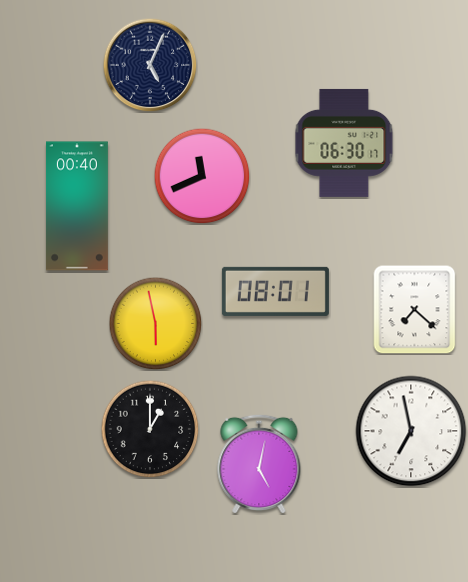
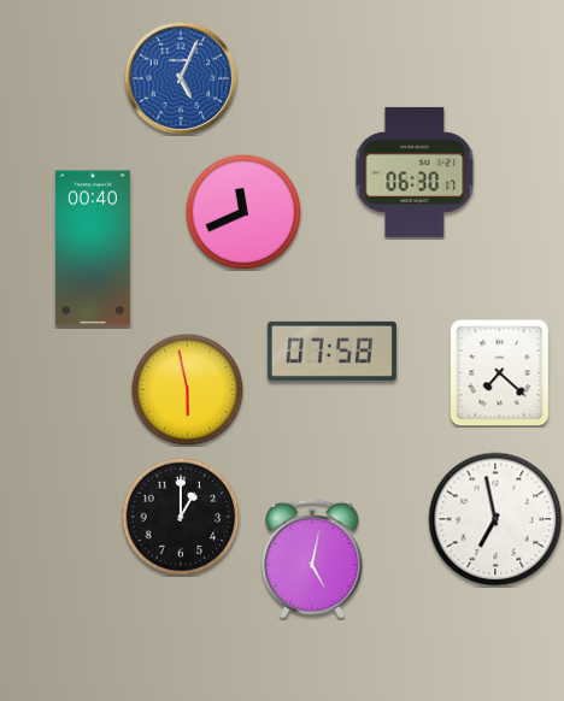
clock at (150, 65) dial: navy -> blue
clock at (275, 291): 08:01 -> 07:58
